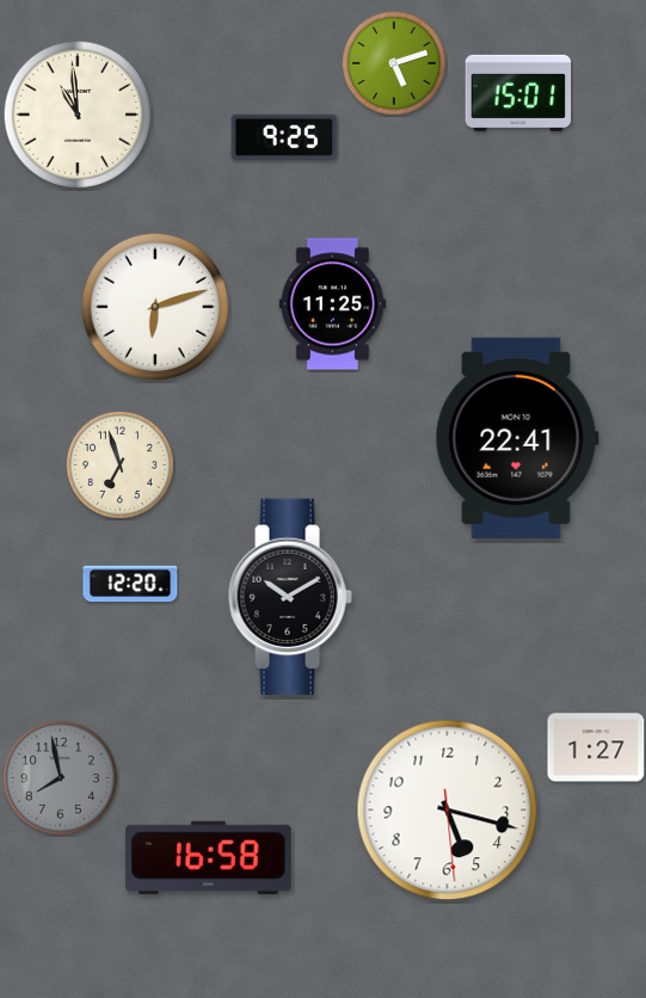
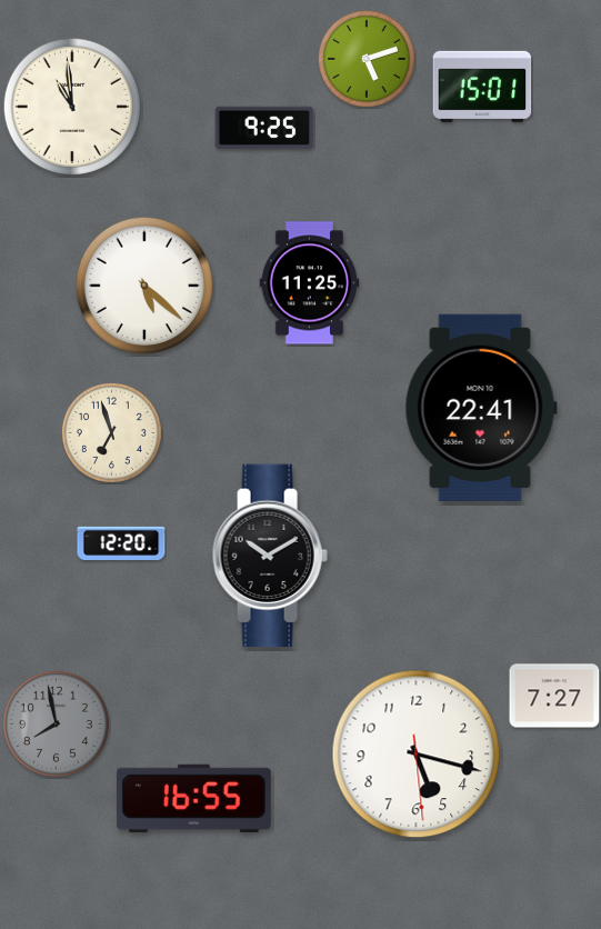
clock at (155, 307): 6:12 -> 5:22
clock at (596, 747): 1:27 -> 7:27
clock at (208, 857): 16:58 -> 16:55
